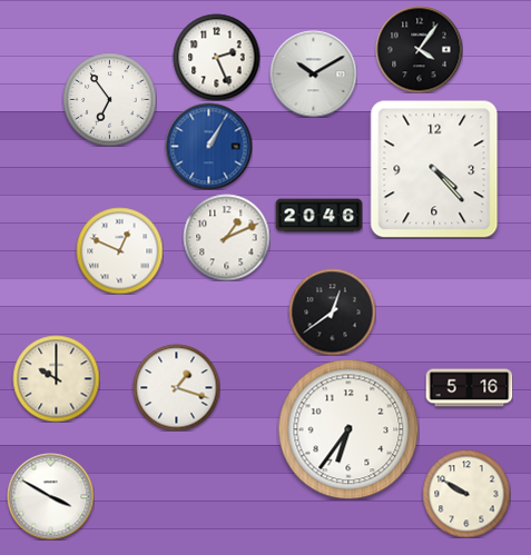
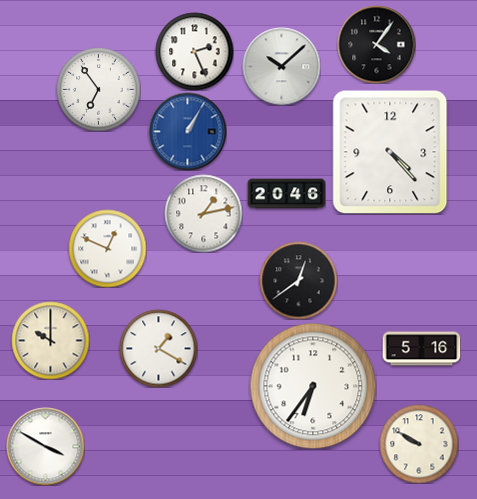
clock at (313, 73): 10:10 -> 10:08
clock at (226, 237): 1:11 -> 1:13
clock at (119, 250) position: (119, 250) -> (107, 248)
clock at (176, 387): 1:18 -> 1:20
